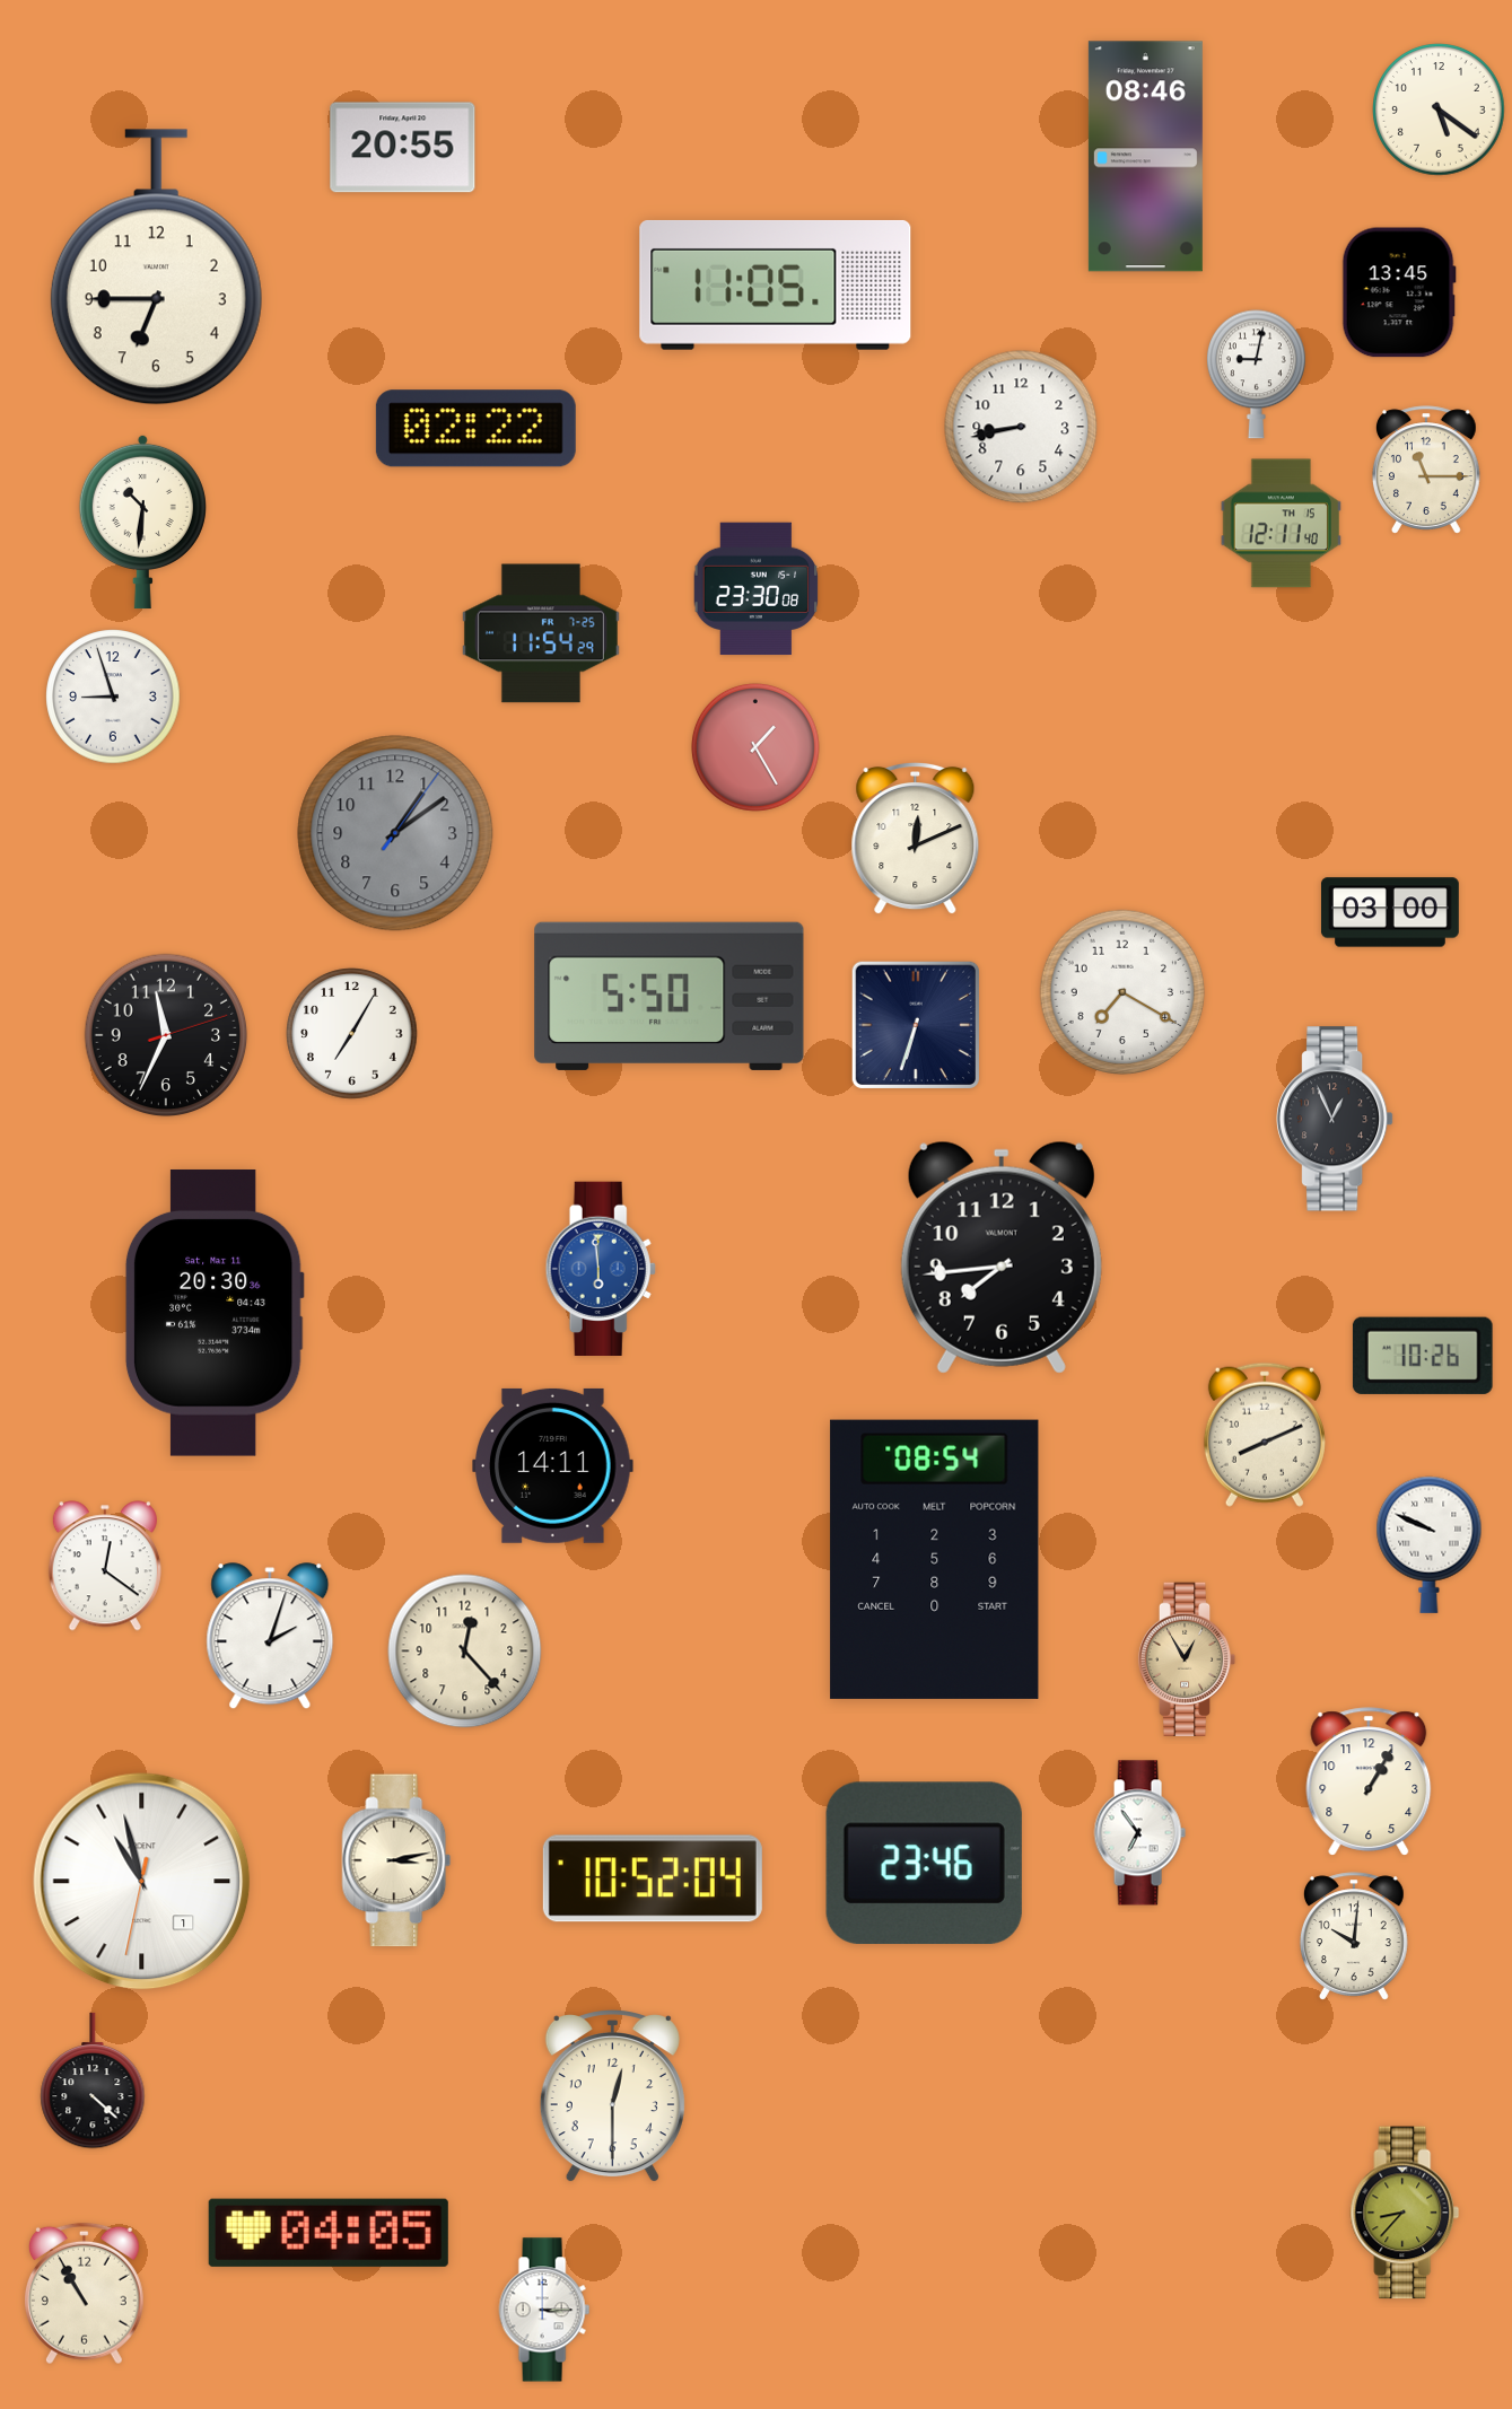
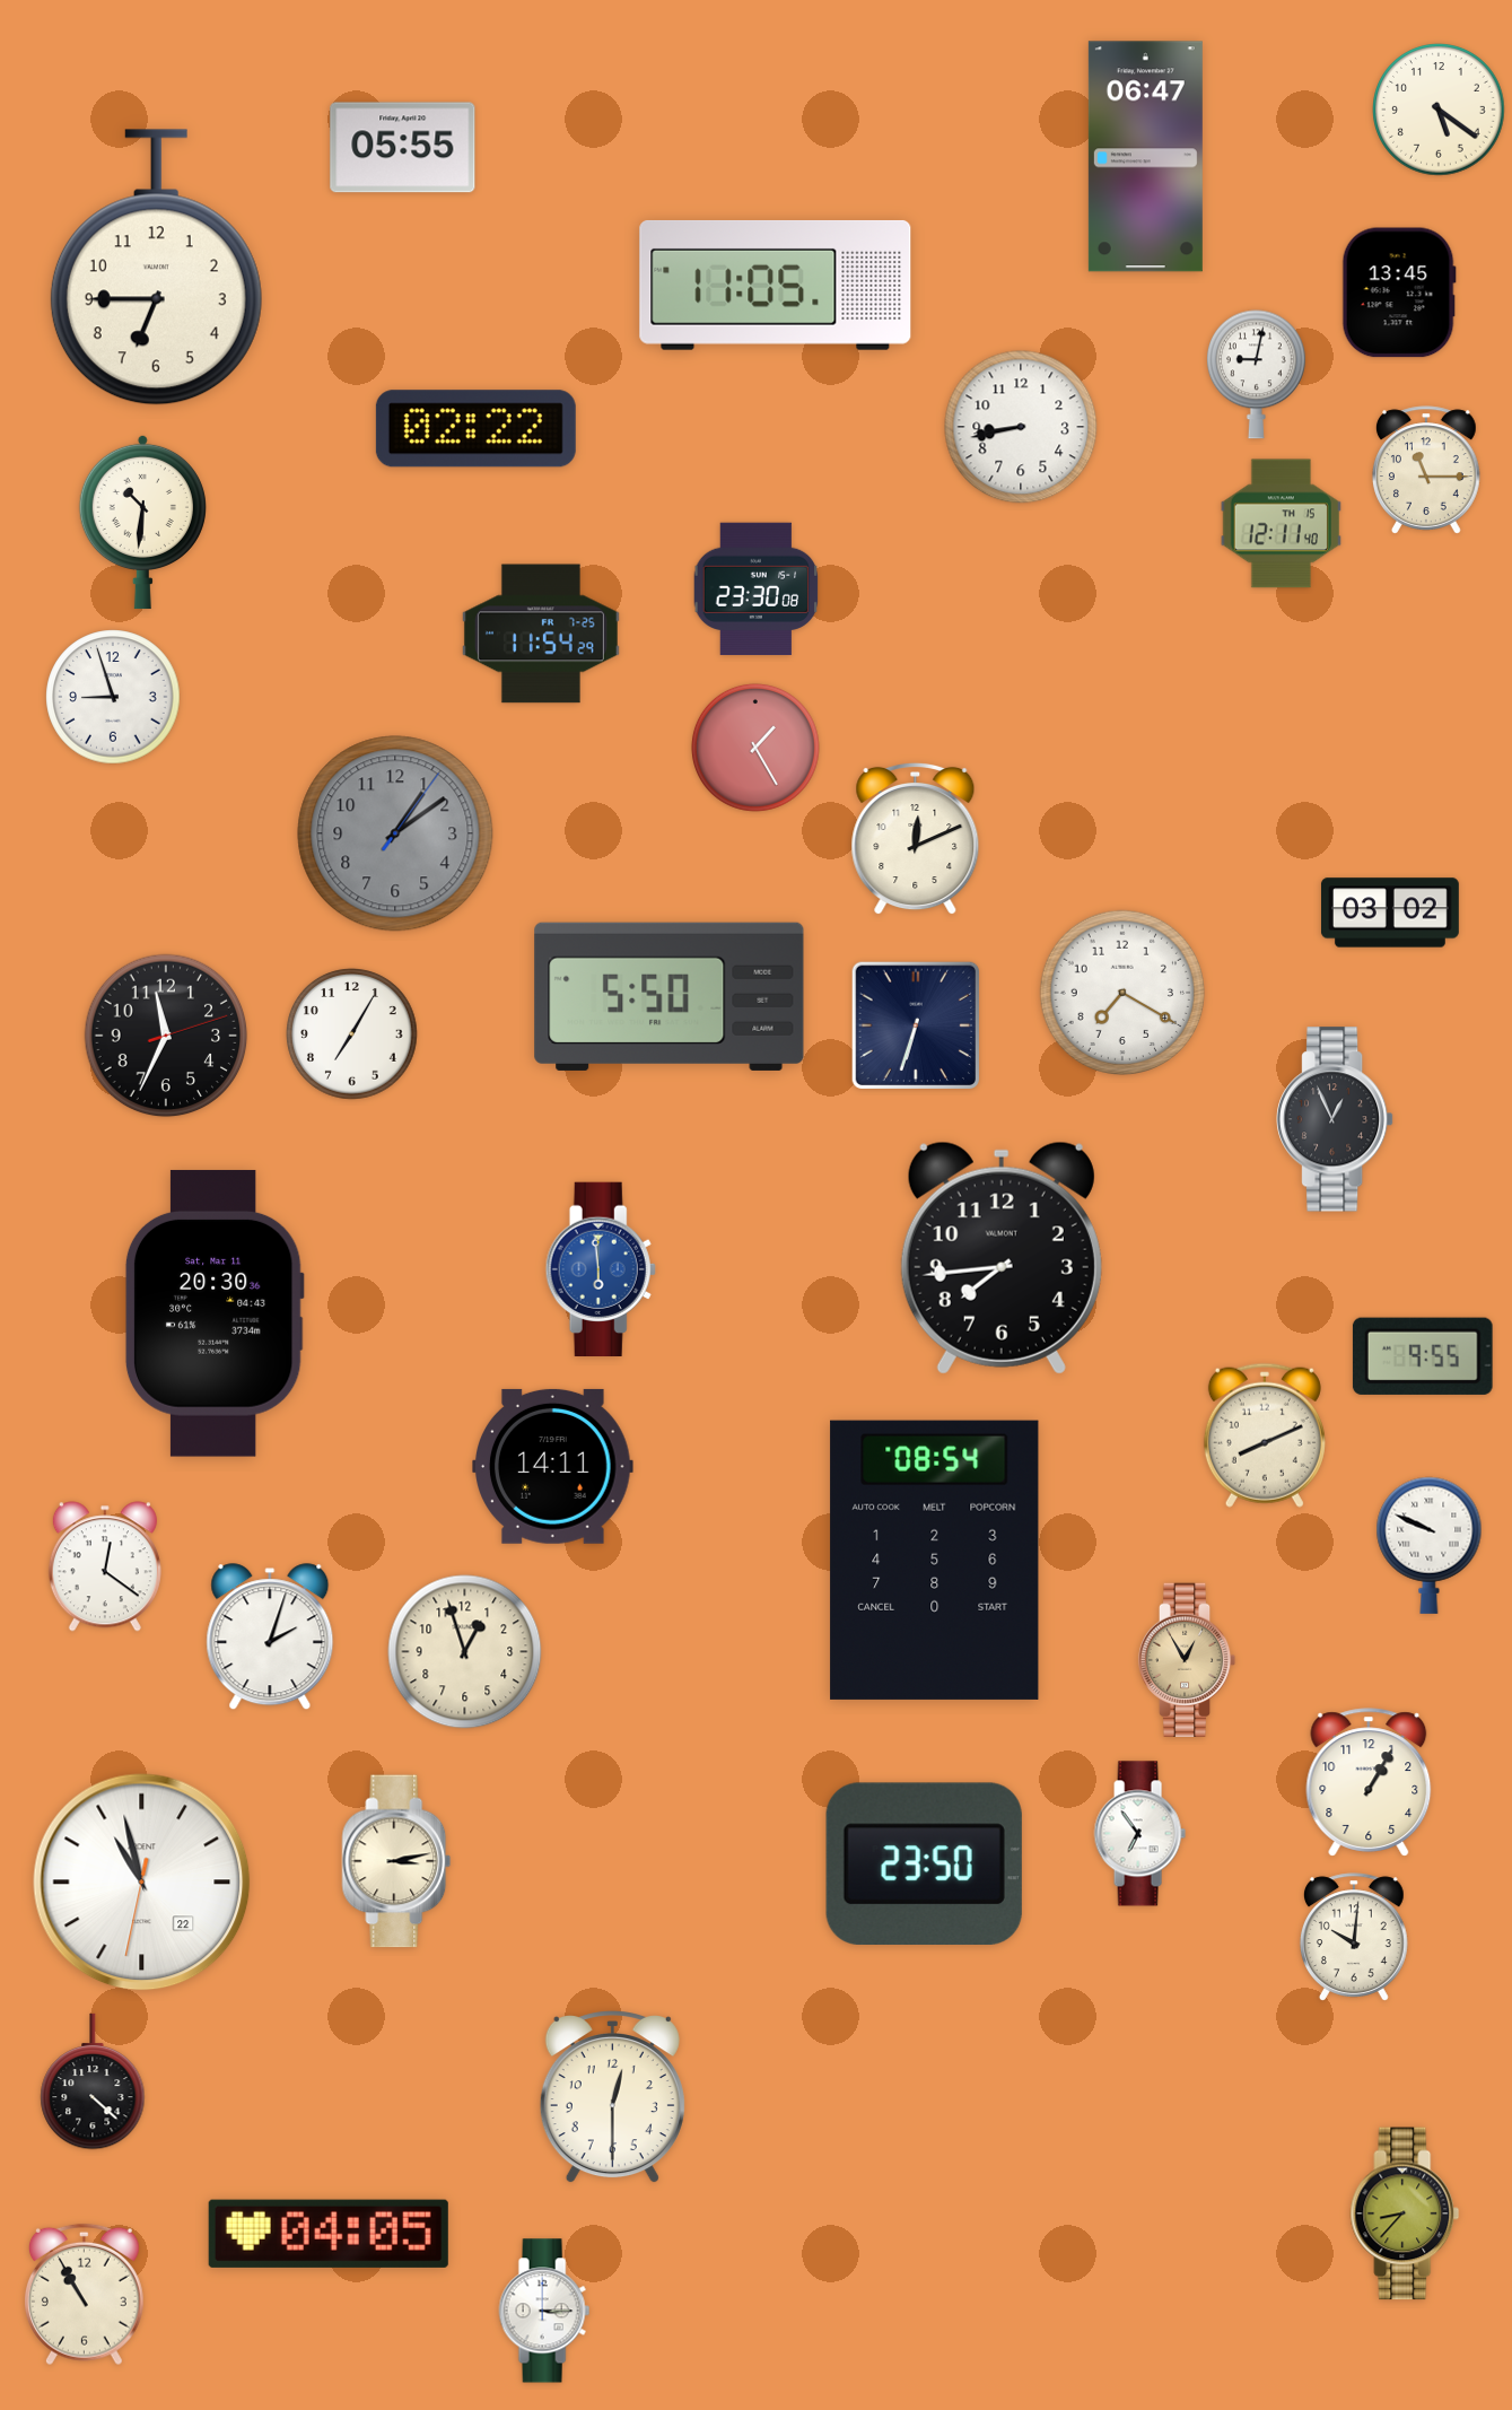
clock at (403, 148): 20:55 -> 05:55
clock at (1145, 157): 08:46 -> 06:47
clock at (1390, 912): 03:00 -> 03:02
clock at (1423, 1356): 10:26 -> 9:55
clock at (465, 1652): 12:23 -> 12:57
clock at (924, 1863): 23:46 -> 23:50
clock at (653, 1878): 10:52 -> none
clock at (142, 1882) date: 1 -> 22
